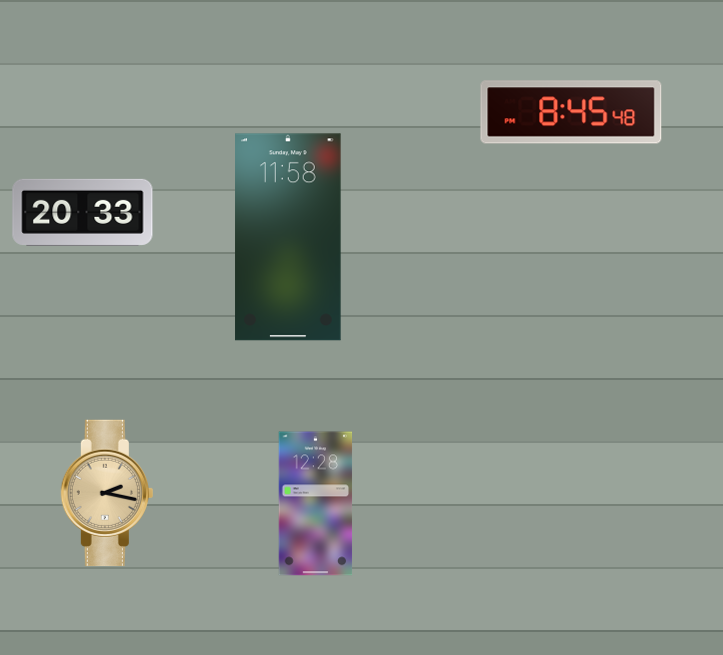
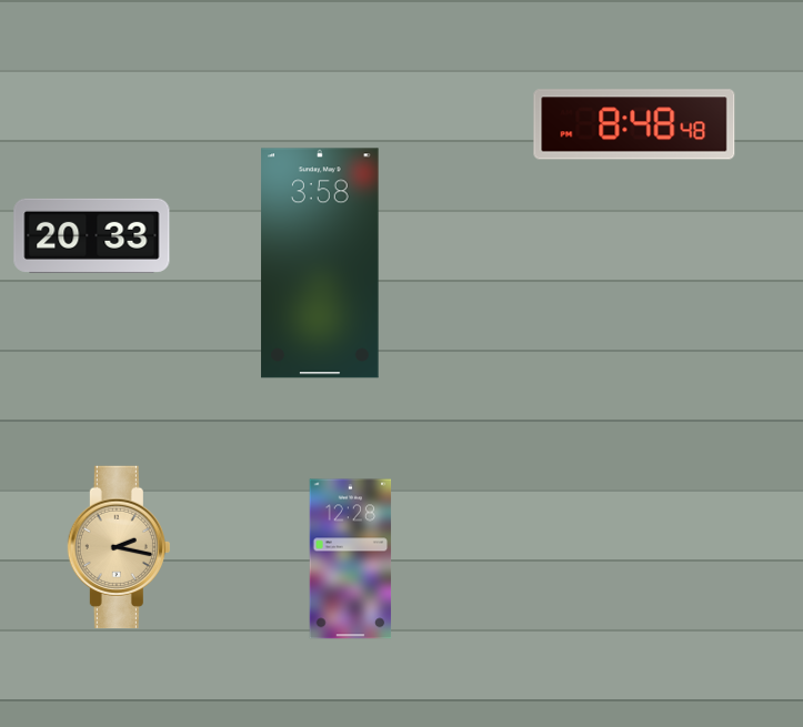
clock at (571, 112): 8:45 -> 8:48
clock at (288, 237): 11:58 -> 3:58
